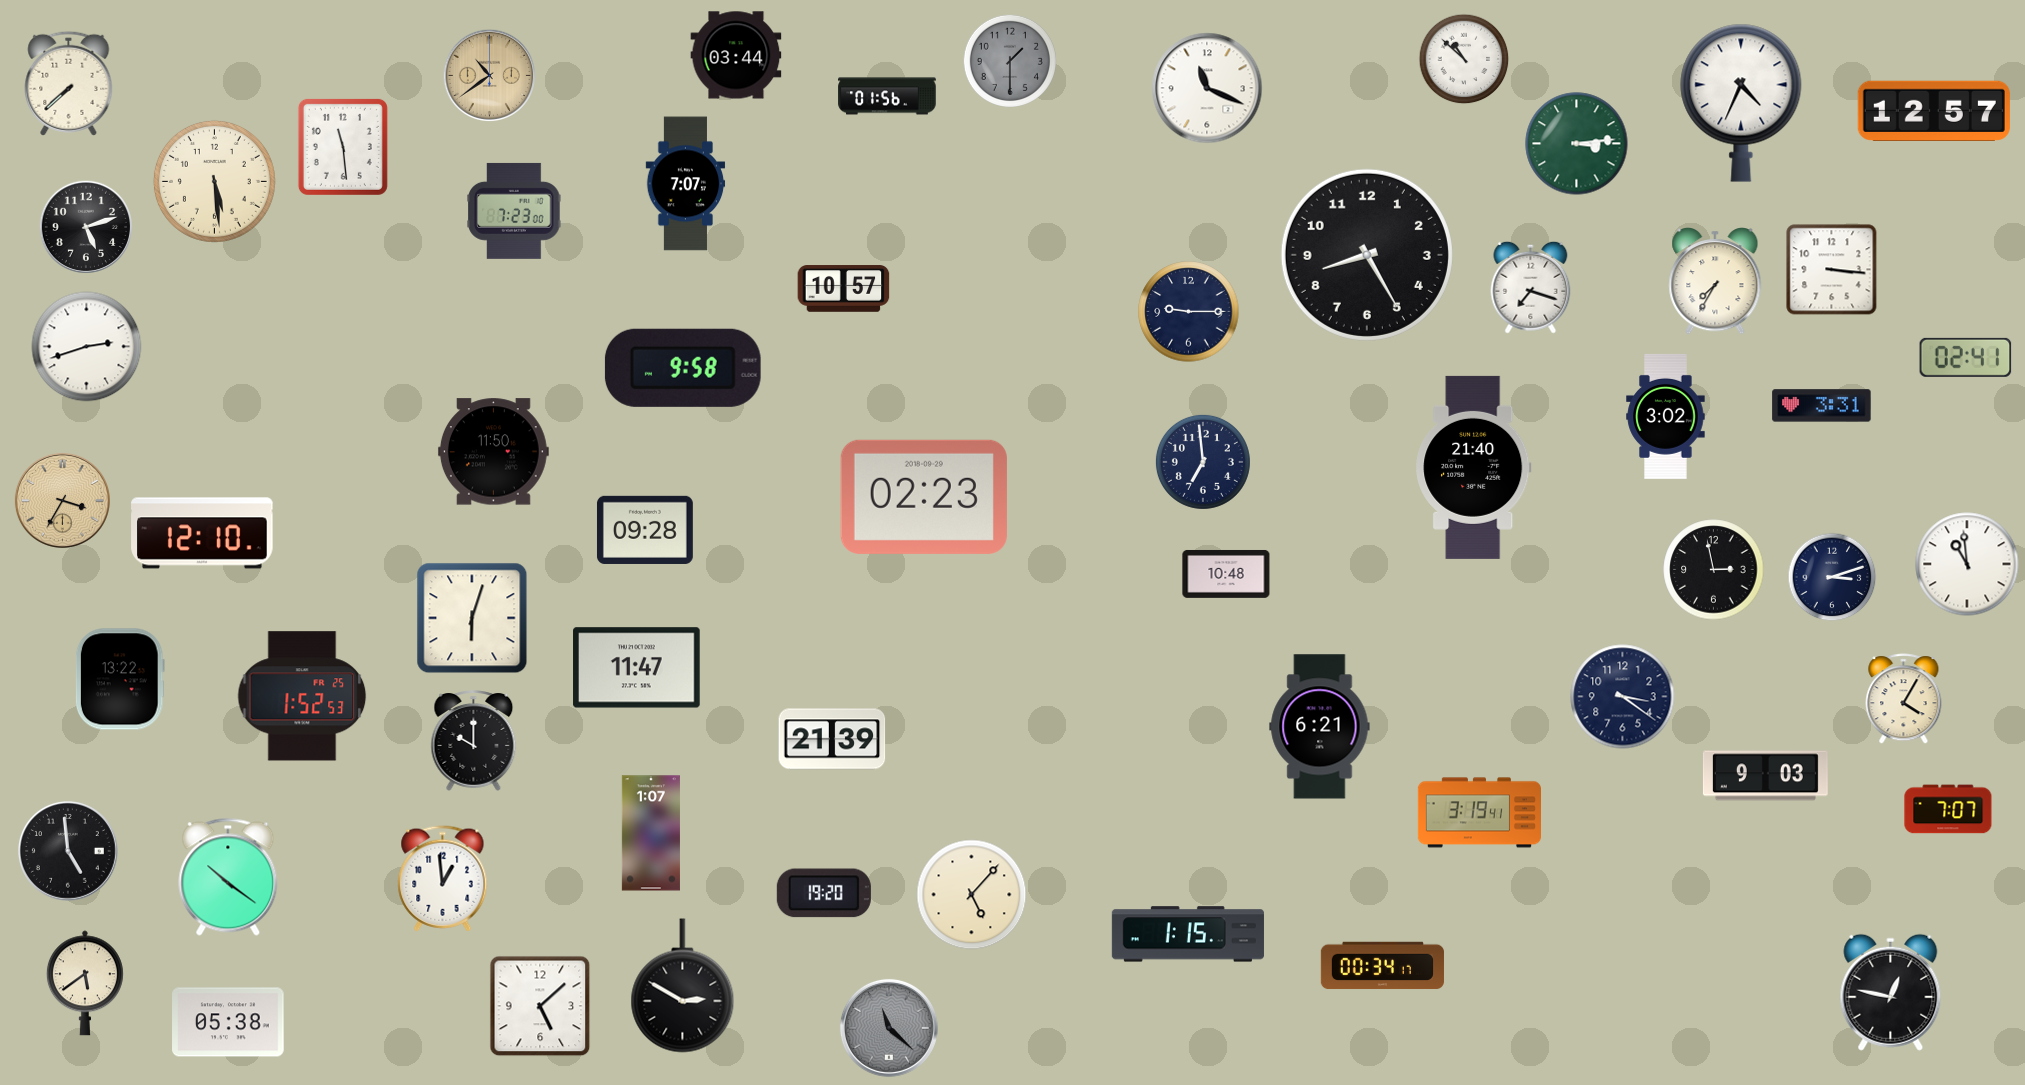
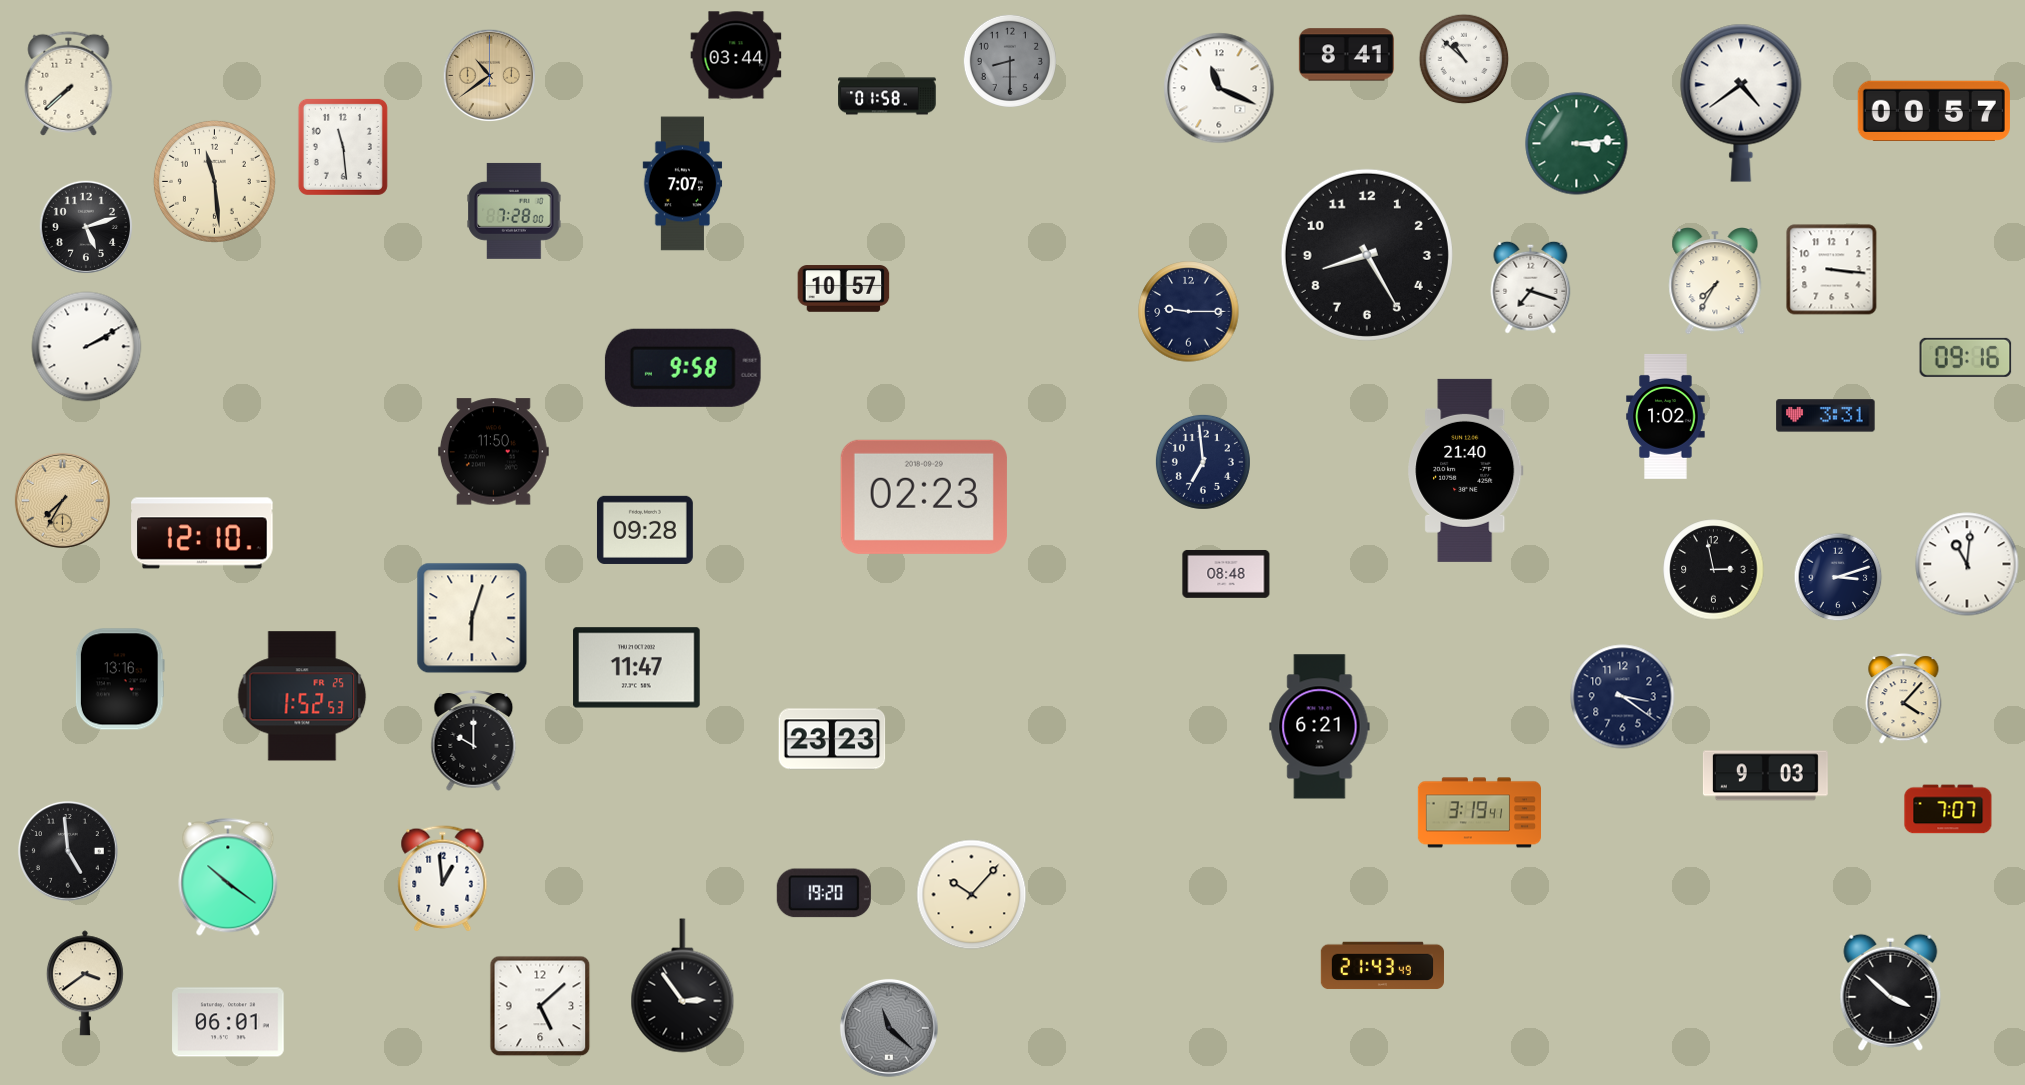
clock at (1346, 55): none -> 8:41
clock at (1010, 61): 1:30 -> 8:30
clock at (1207, 88) position: (1207, 88) -> (1219, 88)
clock at (887, 96): 01:56 -> 01:58
clock at (1741, 103): 4:34 -> 4:39
clock at (1934, 111): 12:57 -> 00:57
clock at (214, 181): 5:29 -> 11:29
clock at (686, 184) position: (686, 184) -> (683, 184)
clock at (514, 211): 7:23 -> 7:28
clock at (87, 347): 2:42 -> 2:10
clock at (1966, 357): 02:41 -> 09:16
clock at (1822, 406) position: (1822, 406) -> (1826, 416)
clock at (1666, 416): 3:02 -> 1:02
clock at (1474, 467) position: (1474, 467) -> (1466, 470)
clock at (62, 500): 3:35 -> 7:35
clock at (1967, 564): 10:59 -> 11:01
clock at (1226, 574): 10:48 -> 08:48
clock at (1832, 577) position: (1832, 577) -> (1838, 577)
clock at (120, 679): 13:22 -> 13:16
clock at (1904, 699): 4:05 -> 4:07
clock at (832, 739): 21:39 -> 23:23
clock at (651, 833): 1:07 -> none
clock at (972, 895): 5:07 -> 10:07
clock at (1188, 934): 1:15 -> none
clock at (1382, 966): 00:34 -> 21:43
clock at (85, 983): 5:39 -> 3:39
clock at (683, 986): 2:50 -> 2:54
clock at (1891, 992): 12:47 -> 3:52
clock at (228, 1022): 05:38 -> 06:01
